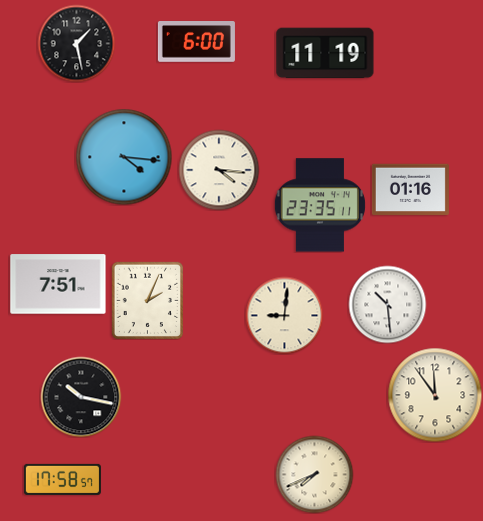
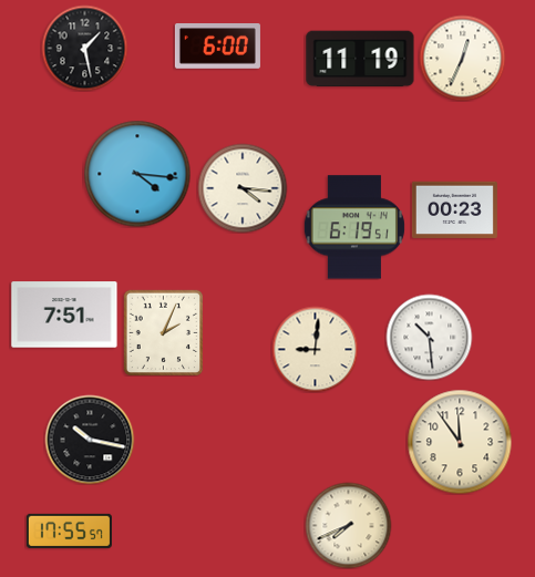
clock at (462, 58): none -> 12:34
clock at (410, 190): 01:16 -> 00:23
clock at (320, 205): 23:35 -> 6:19
clock at (435, 395) position: (435, 395) -> (460, 442)
clock at (62, 479): 17:58 -> 17:55
